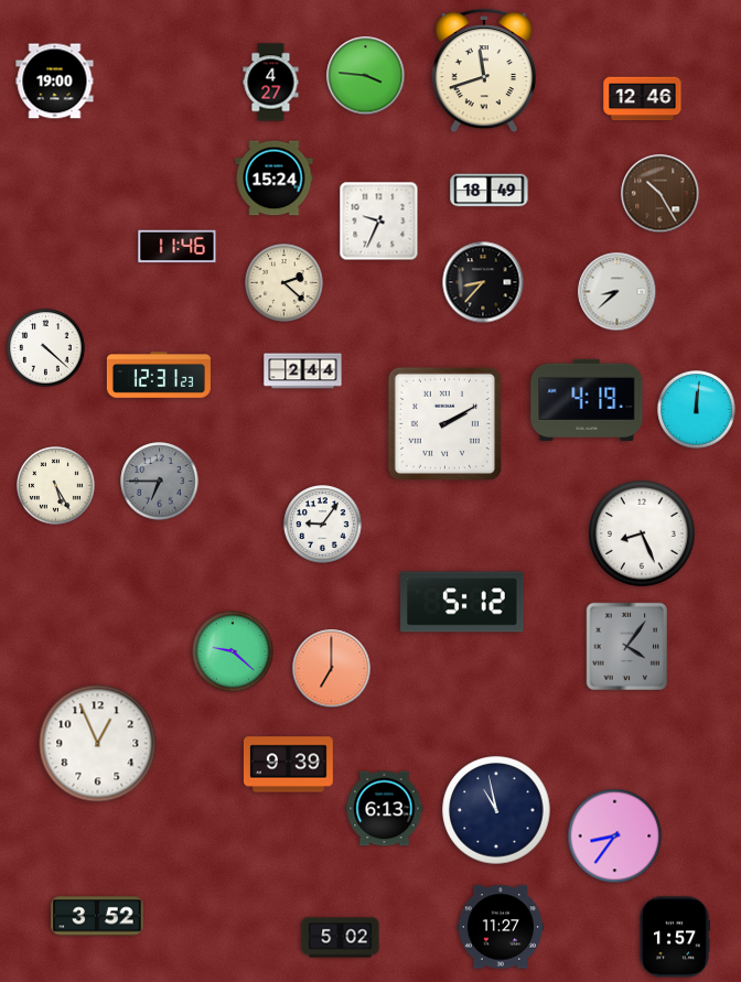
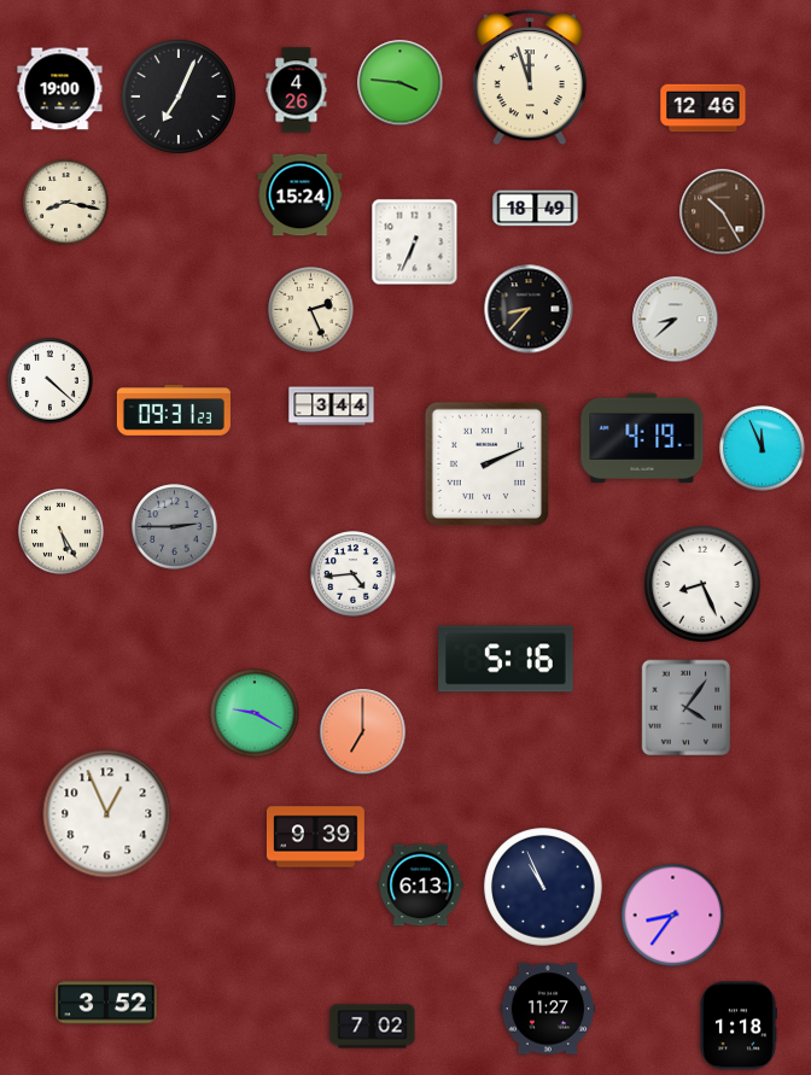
clock at (484, 72): 11:42 -> 11:57
clock at (271, 83): 4:27 -> 4:26
clock at (179, 97): none -> 7:04
clock at (66, 203): none -> 8:17
clock at (379, 222): 9:34 -> 6:34
clock at (178, 247): 11:46 -> none
clock at (284, 283): 2:22 -> 2:26
clock at (303, 371): 2:44 -> 3:44
clock at (159, 376): 12:31 -> 09:31
clock at (697, 410): 12:01 -> 11:56
clock at (444, 423): 2:10 -> 2:11
clock at (160, 482): 6:45 -> 2:45
clock at (323, 525): 9:06 -> 4:44
clock at (462, 602): 5:12 -> 5:16
clock at (233, 651): 9:22 -> 9:20
clock at (496, 810): 10:58 -> 10:56
clock at (501, 927) position: (501, 927) -> (548, 1009)
clock at (675, 937): 1:57 -> 1:18
clock at (341, 938): 5:02 -> 7:02
